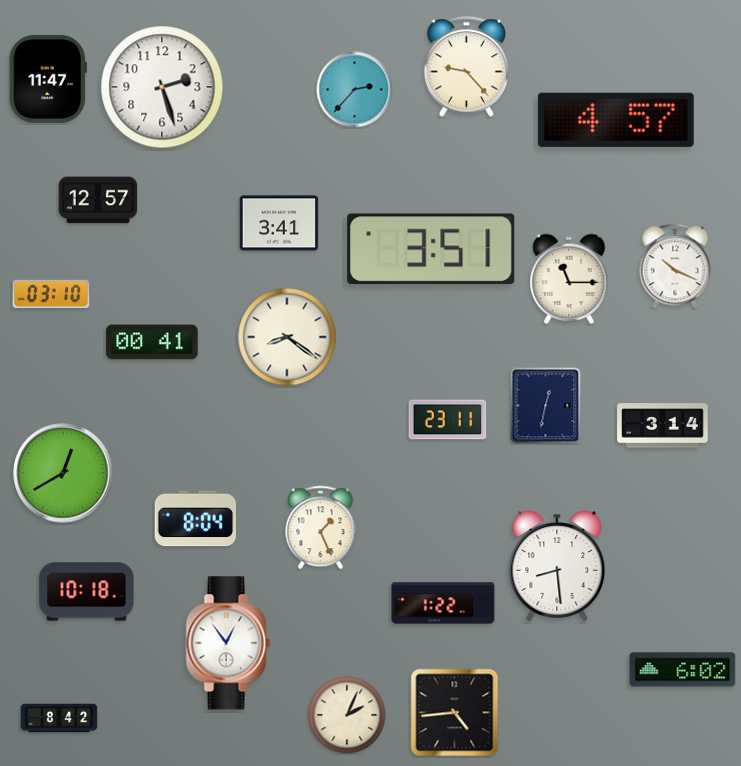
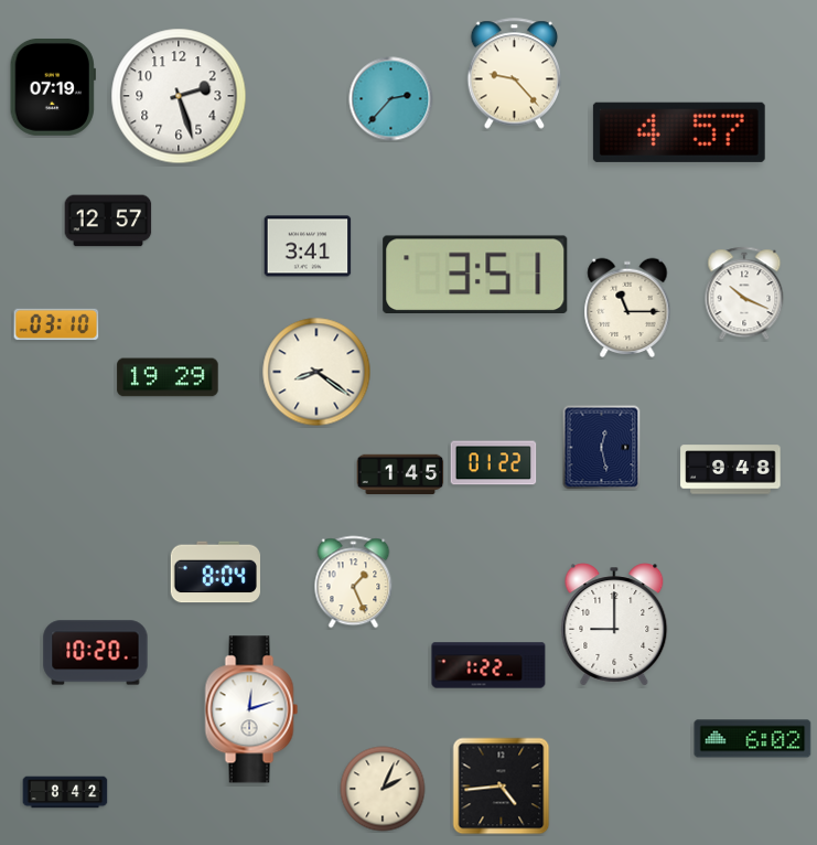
clock at (48, 79): 11:47 -> 07:19
clock at (152, 342): 00:41 -> 19:29
clock at (546, 406): 12:32 -> 12:28
clock at (448, 420): 23:11 -> 01:22
clock at (663, 426): 3:14 -> 9:48
clock at (400, 473): none -> 1:45
clock at (63, 473): 12:40 -> none
clock at (557, 566): 8:29 -> 9:00
clock at (87, 592): 10:18 -> 10:20
clock at (228, 643): 12:54 -> 12:12
